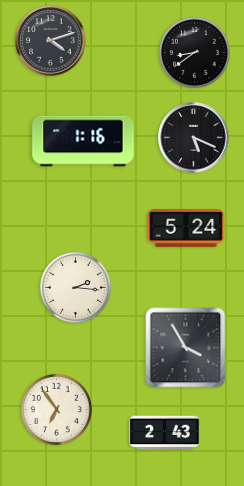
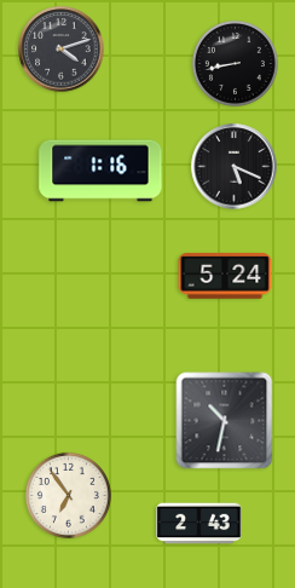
clock at (194, 52): 8:39 -> 8:43
clock at (75, 287): 2:16 -> none
clock at (186, 348): 3:55 -> 10:32
